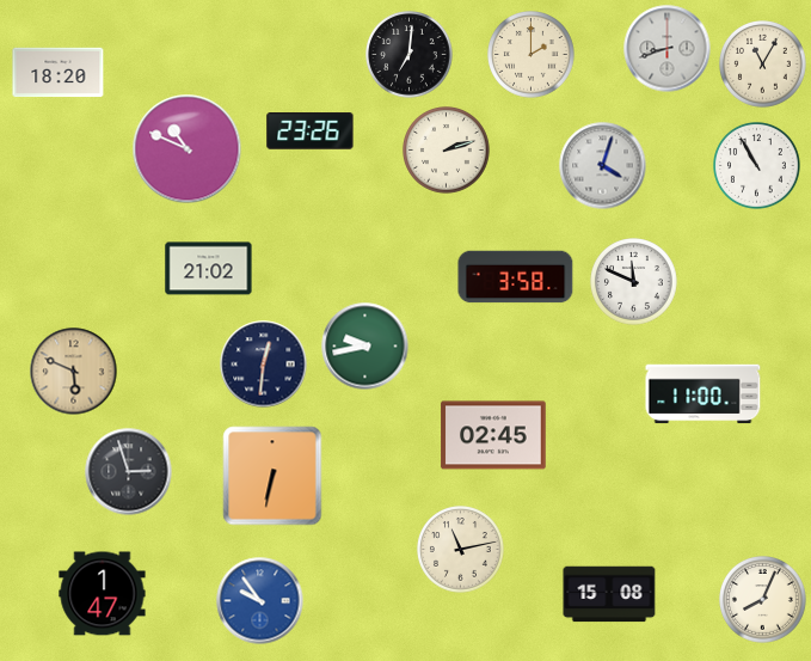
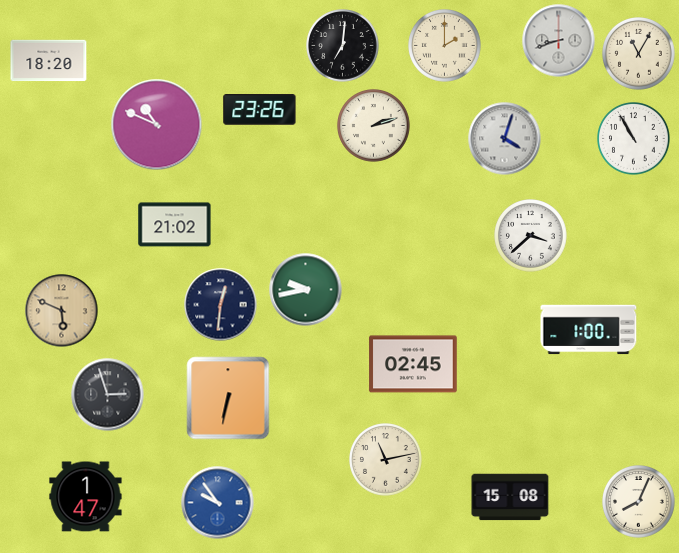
clock at (516, 277): 3:58 -> none
clock at (634, 282): 11:49 -> 3:38
clock at (704, 394): 11:00 -> 1:00
